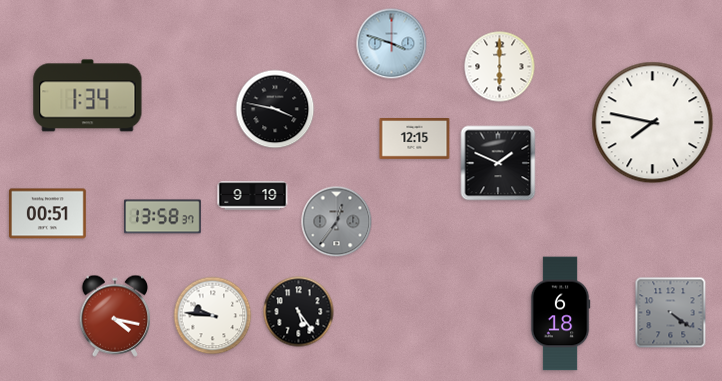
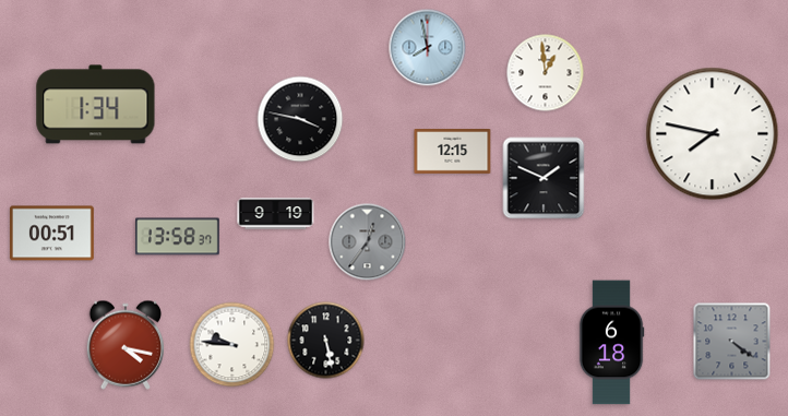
clock at (392, 44): 3:48 -> 7:58
clock at (500, 67): 6:00 -> 12:59
clock at (299, 312): 5:24 -> 5:28
